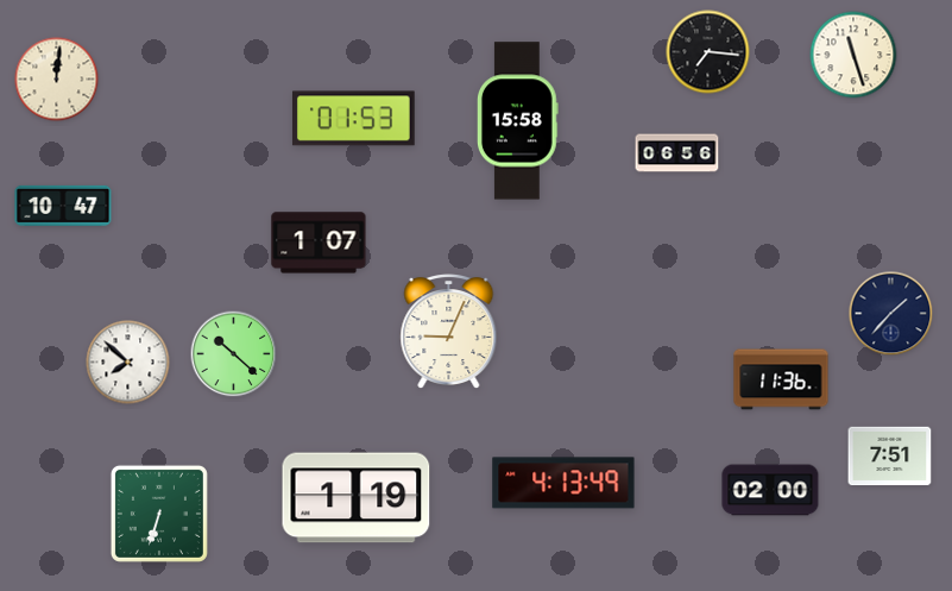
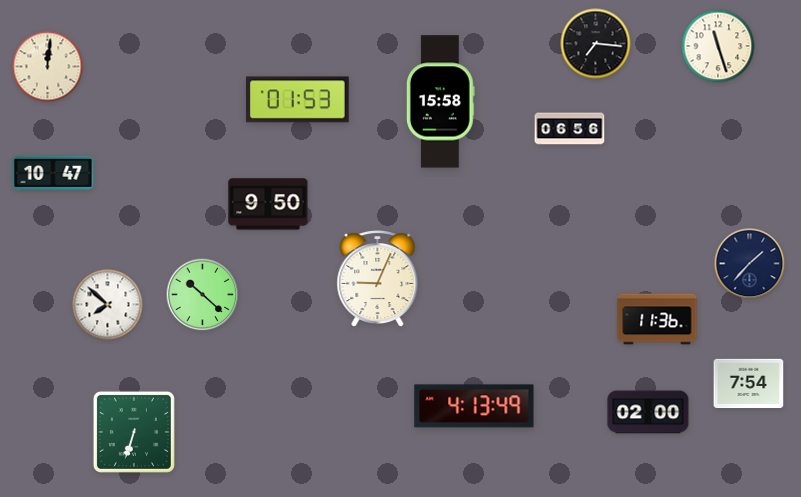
clock at (517, 121) position: (517, 121) -> (440, 102)
clock at (319, 243): 1:07 -> 9:50
clock at (234, 354) position: (234, 354) -> (203, 295)
clock at (890, 457): 7:51 -> 7:54
clock at (357, 498): 1:19 -> none
